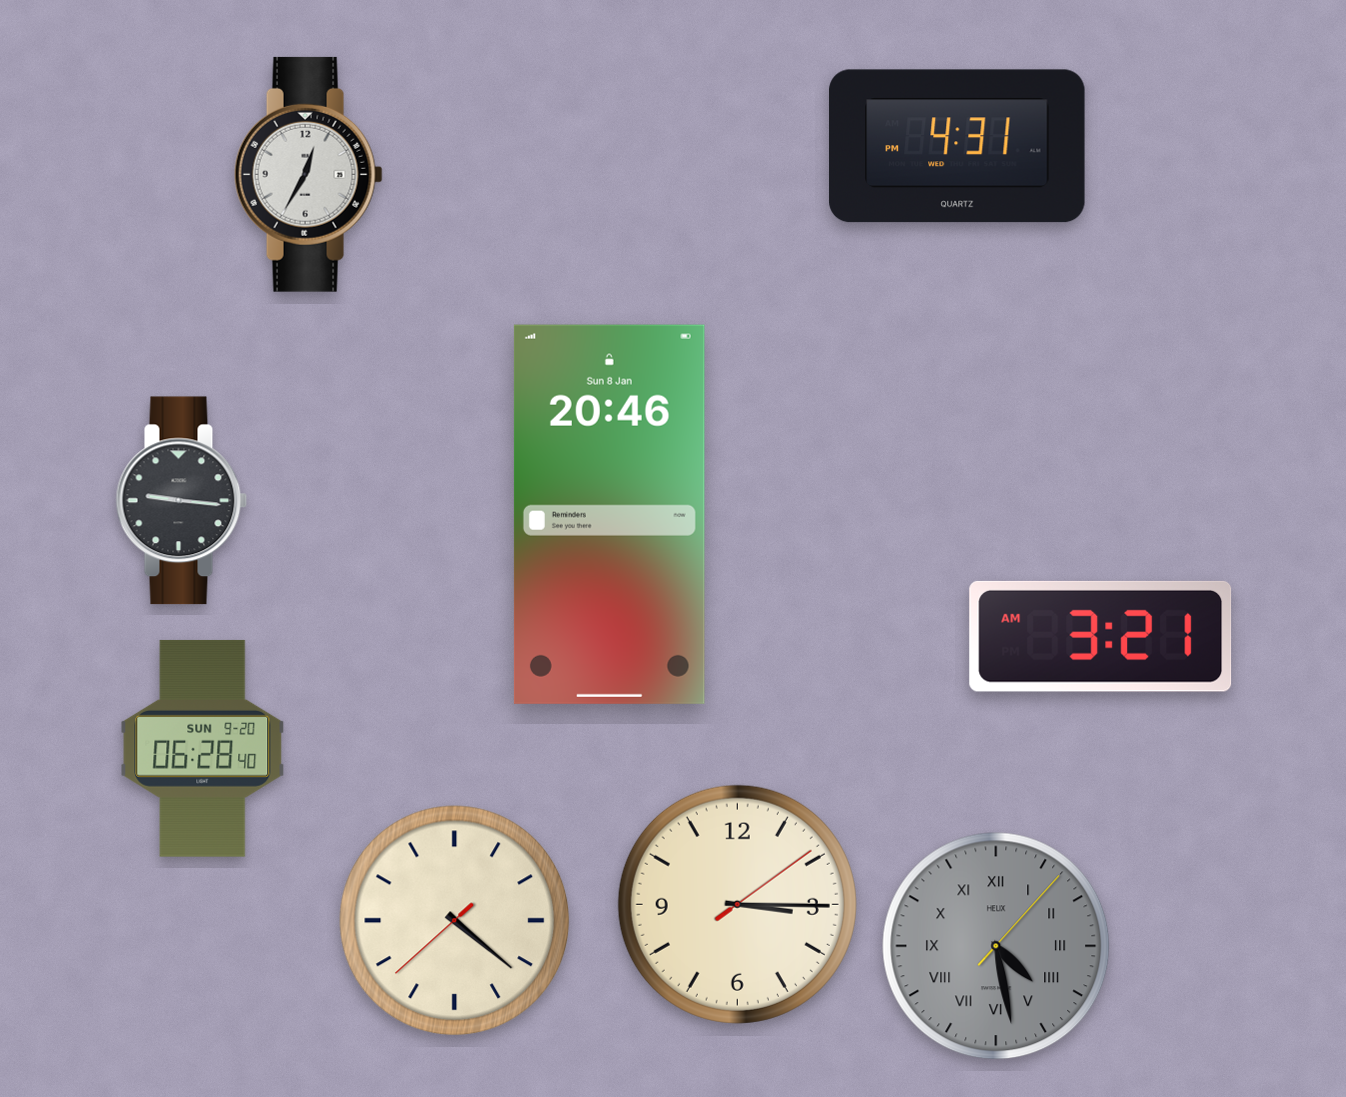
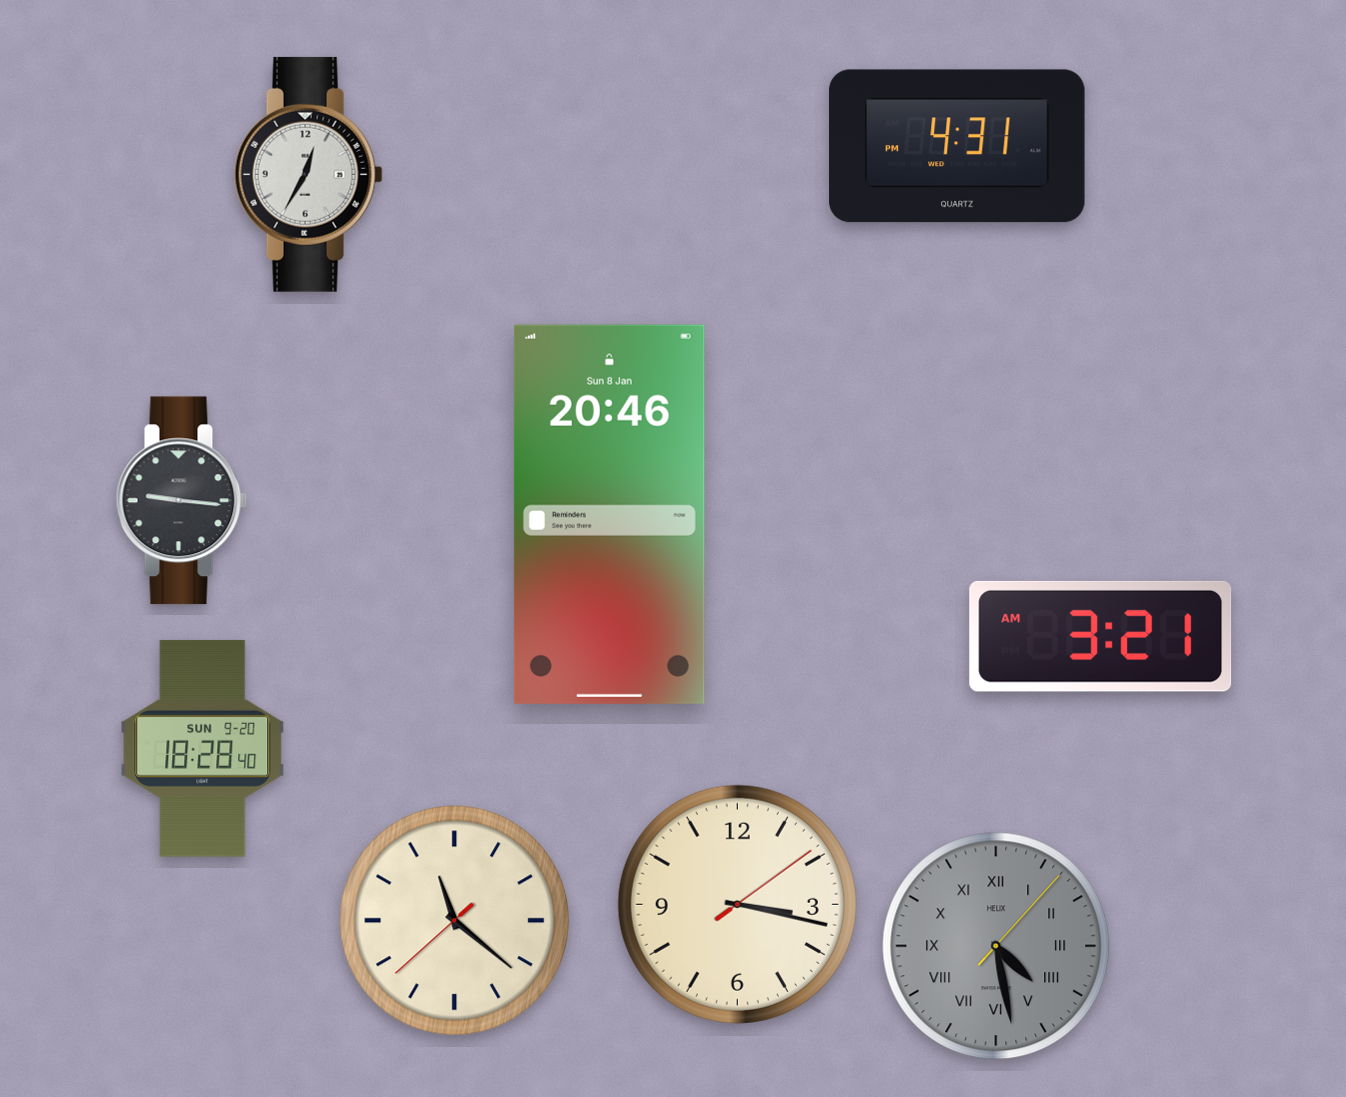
clock at (203, 748): 06:28 -> 18:28
clock at (737, 904): 3:15 -> 3:17
clock at (455, 921): 4:21 -> 11:21
